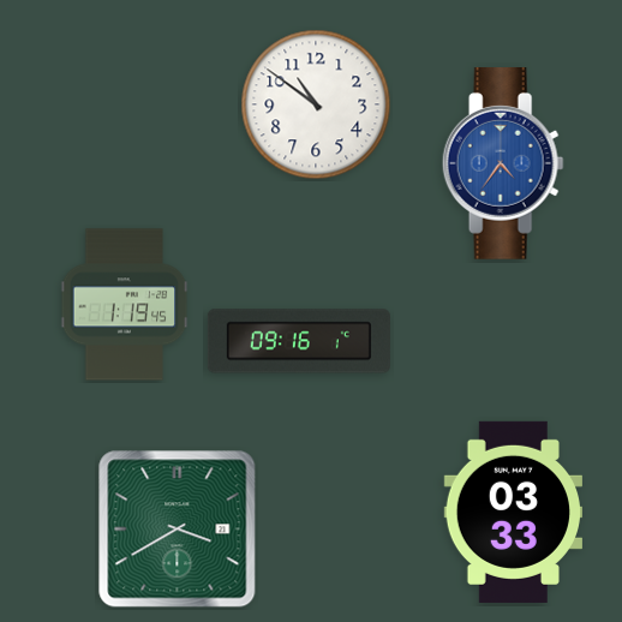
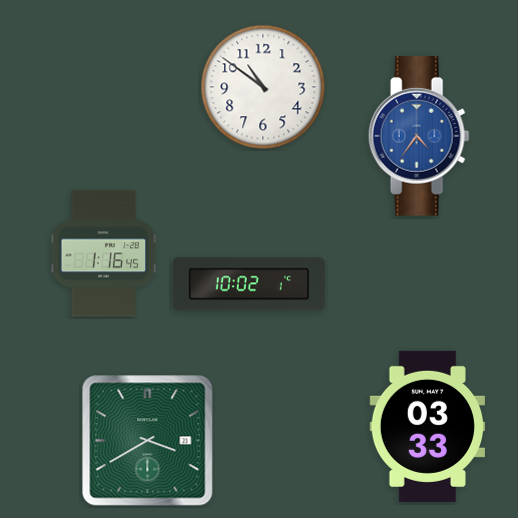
clock at (125, 305): 1:19 -> 1:16
clock at (299, 341): 09:16 -> 10:02
